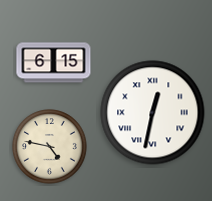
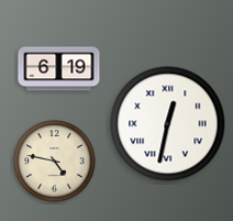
clock at (54, 63): 6:15 -> 6:19
